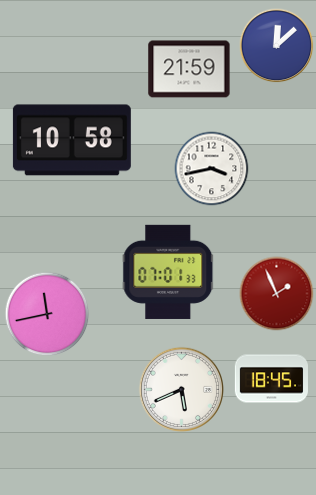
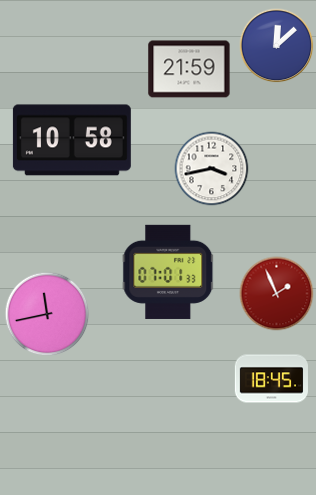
clock at (181, 389): 5:41 -> none
